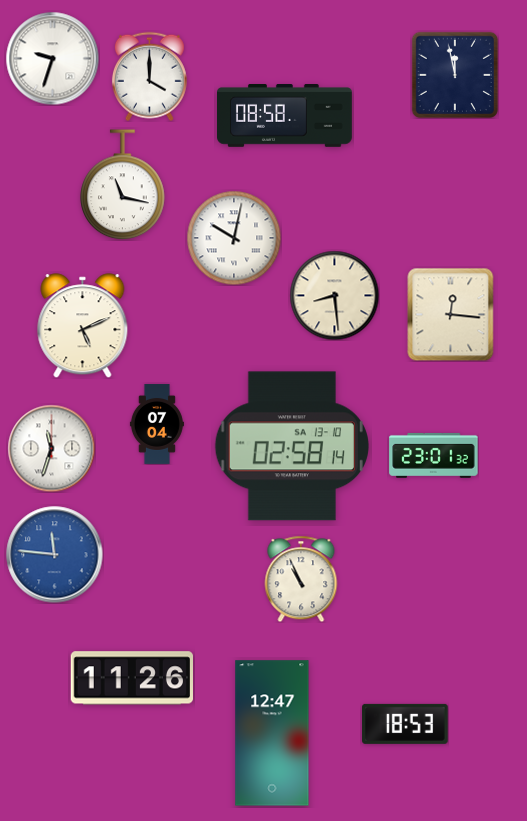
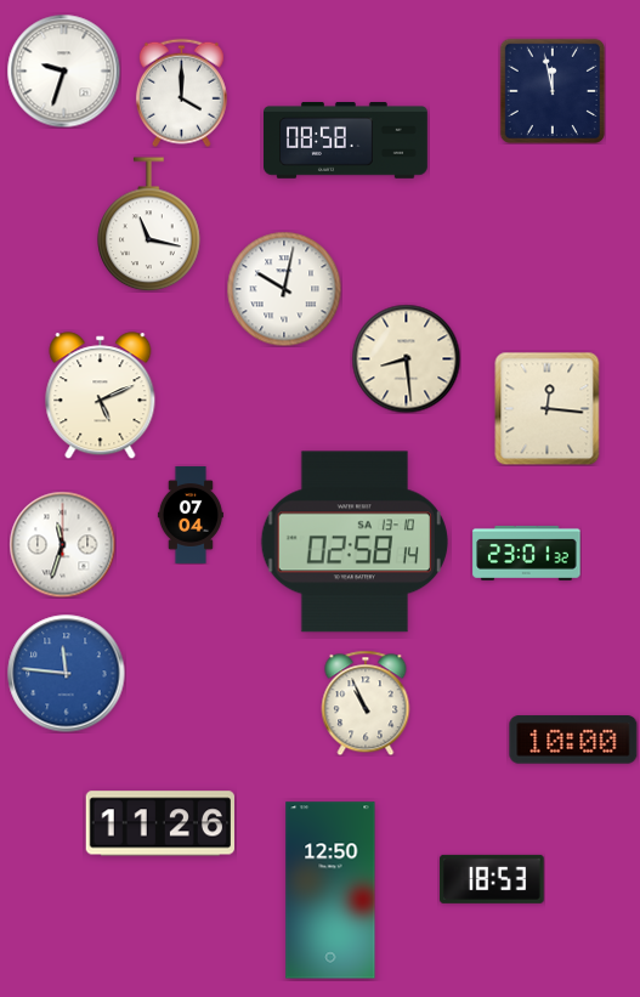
clock at (451, 314) position: (451, 314) -> (548, 408)
clock at (573, 740): none -> 10:00
clock at (272, 733): 12:47 -> 12:50
